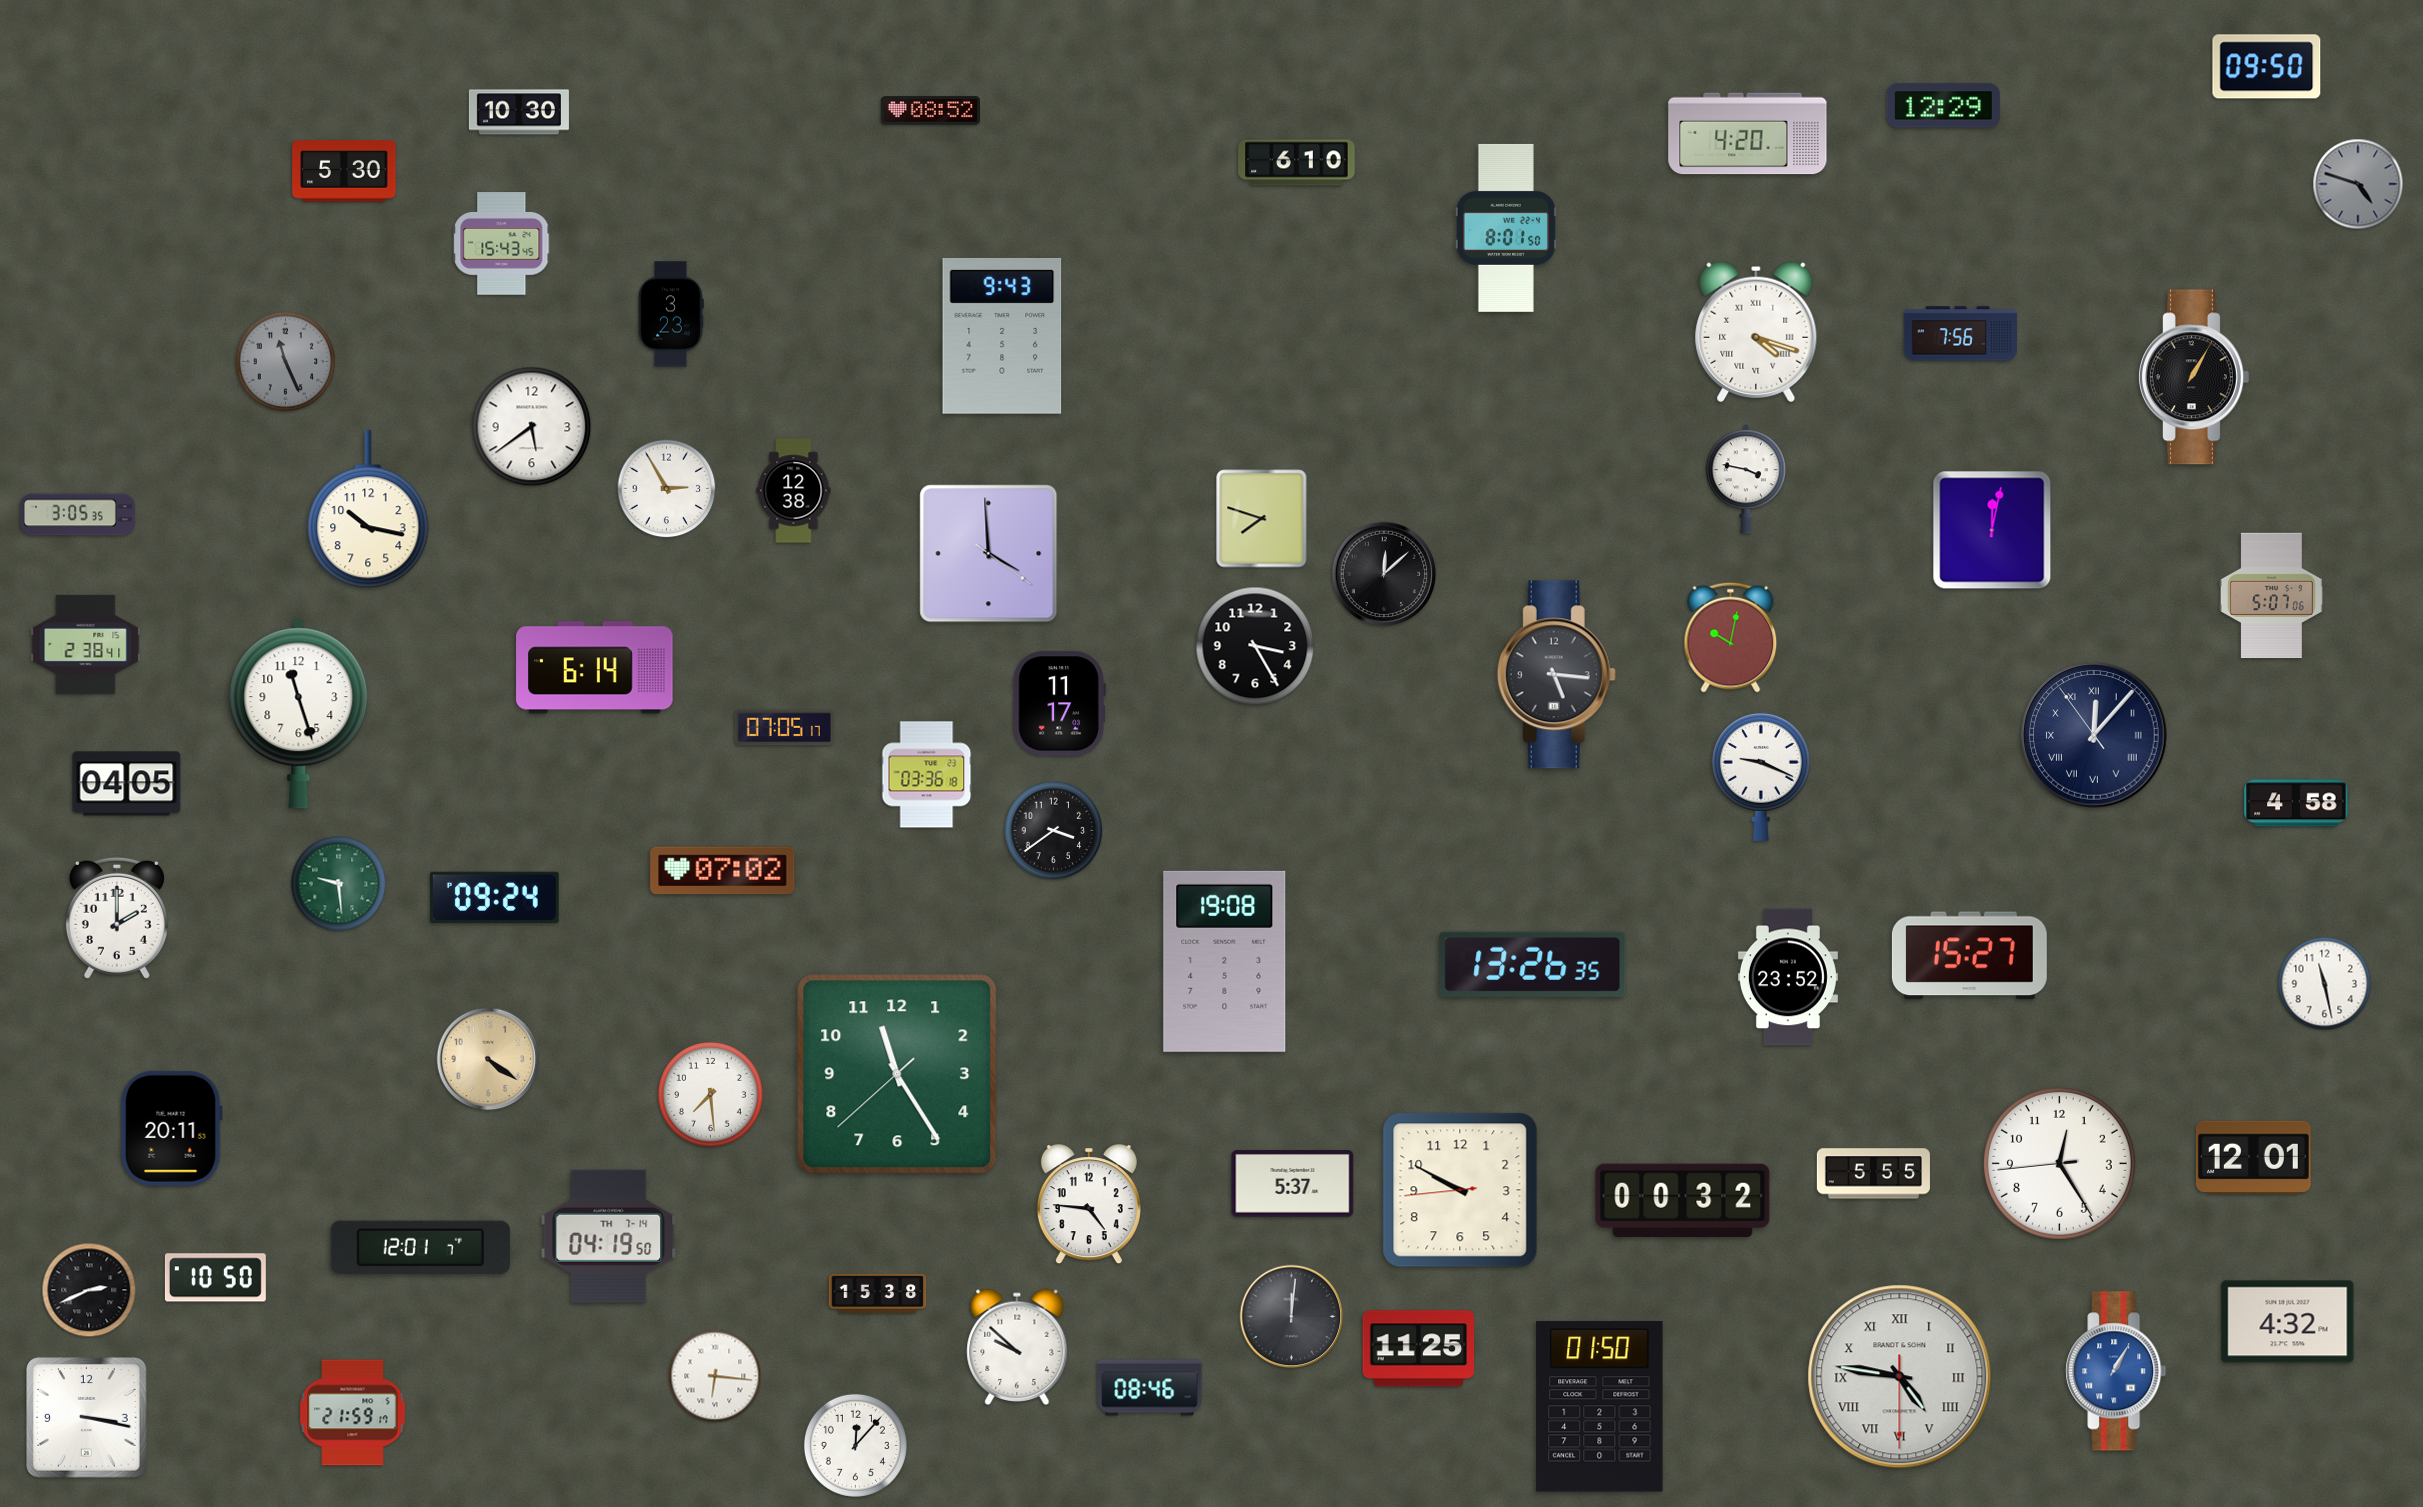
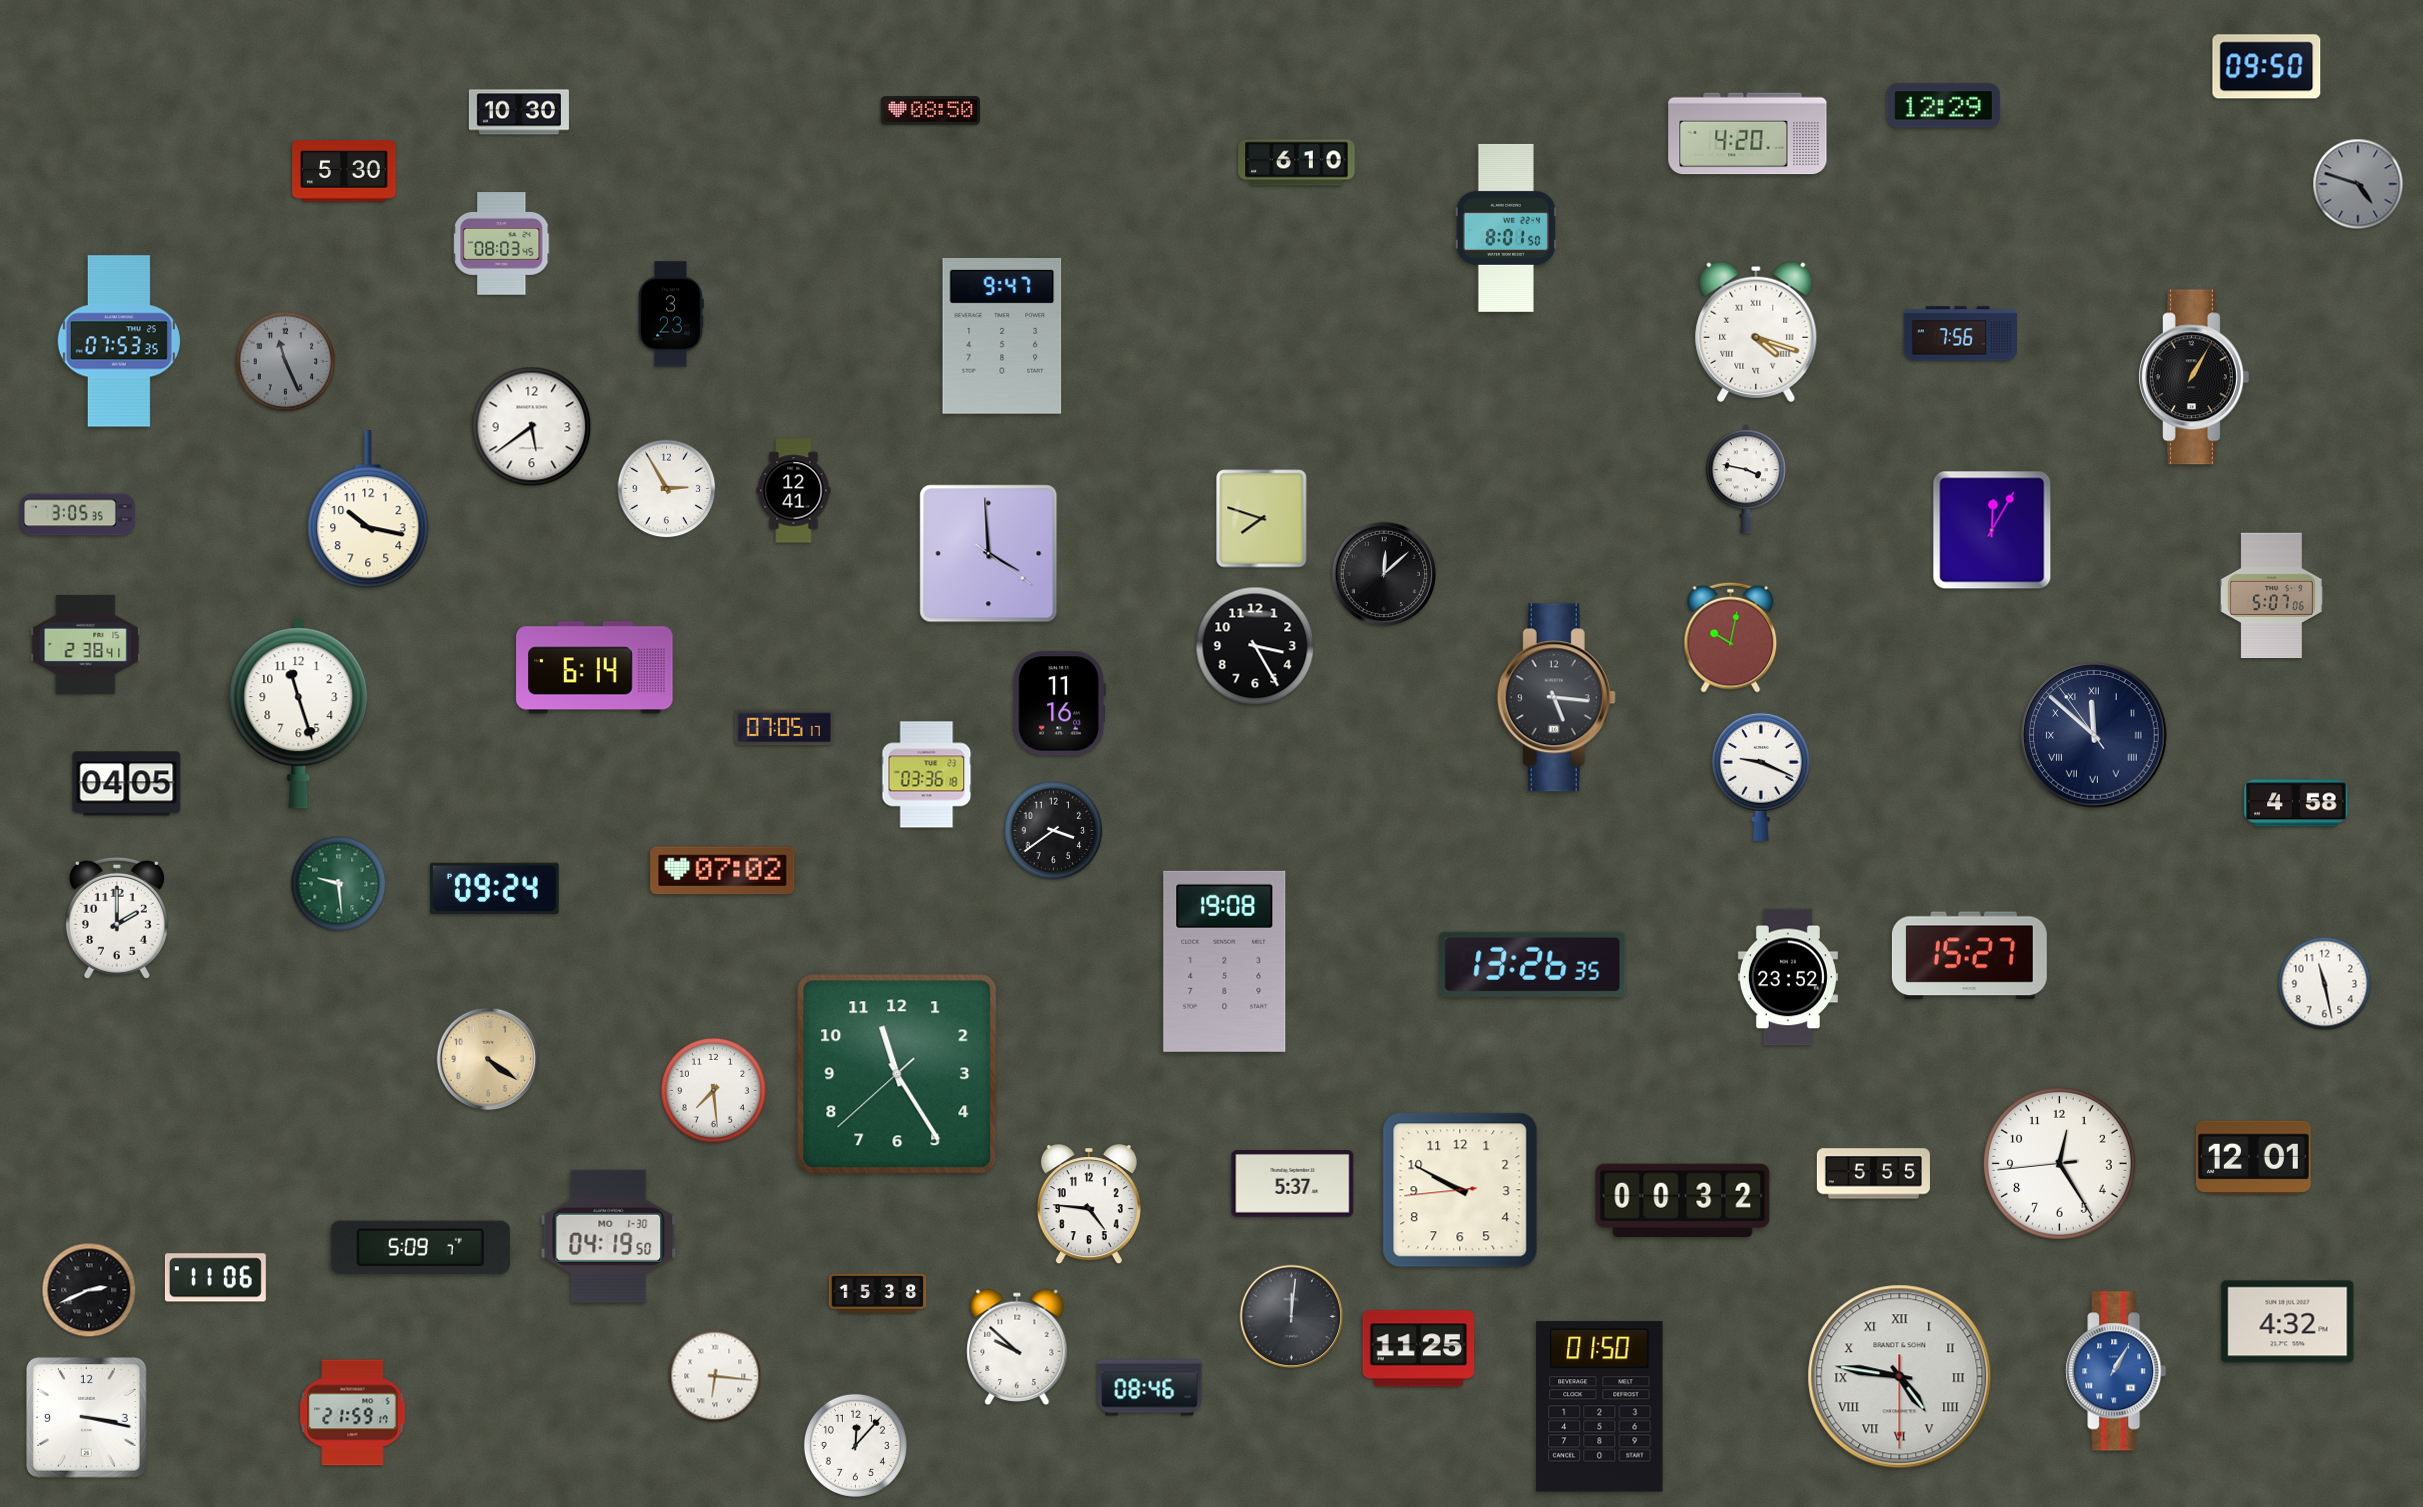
clock at (930, 111): 08:52 -> 08:50
clock at (502, 244): 15:43 -> 08:03
clock at (1002, 336): 9:43 -> 9:47
clock at (119, 341): none -> 07:53
clock at (794, 491): 12:38 -> 12:41
clock at (1992, 530): 12:02 -> 12:05
clock at (1556, 675) position: (1556, 675) -> (1556, 698)
clock at (1059, 704): 11:17 -> 11:16
clock at (2094, 735): 12:06 -> 11:51
clock at (494, 897) position: (494, 897) -> (494, 888)
clock at (710, 1094) position: (710, 1094) -> (713, 1090)
clock at (171, 1128): 20:11 -> none
clock at (609, 1236) date: TH 7-14 -> MO 1-30
clock at (420, 1247): 12:01 -> 5:09
clock at (215, 1278): 10:50 -> 11:06
